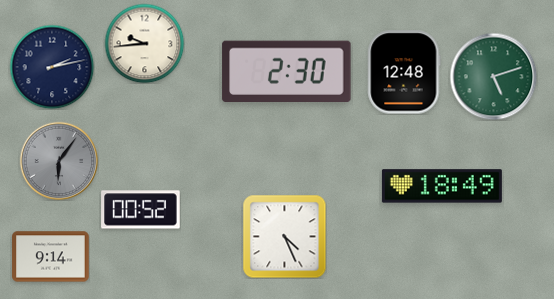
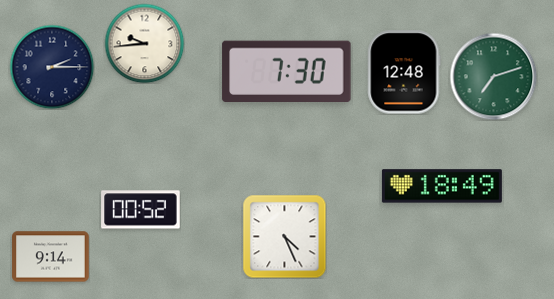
clock at (52, 67): 2:13 -> 2:15
clock at (287, 71): 2:30 -> 7:30
clock at (493, 76): 5:12 -> 7:12
clock at (59, 161): 6:06 -> none
